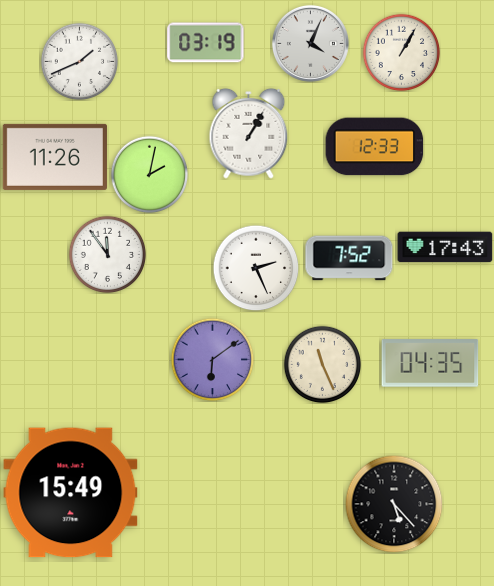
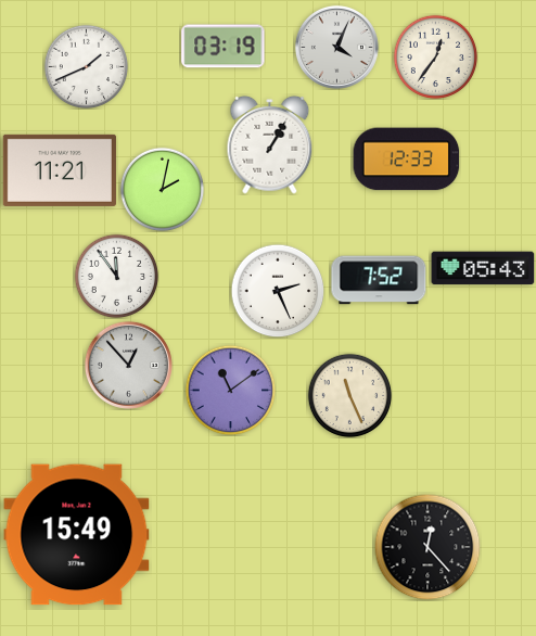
clock at (401, 52): 1:05 -> 12:36
clock at (55, 157): 11:26 -> 11:21
clock at (445, 247): 17:43 -> 05:43
clock at (128, 365): none -> 12:53
clock at (212, 359): 6:09 -> 11:09
clock at (430, 363): 04:35 -> none
clock at (394, 504): 5:23 -> 12:23
